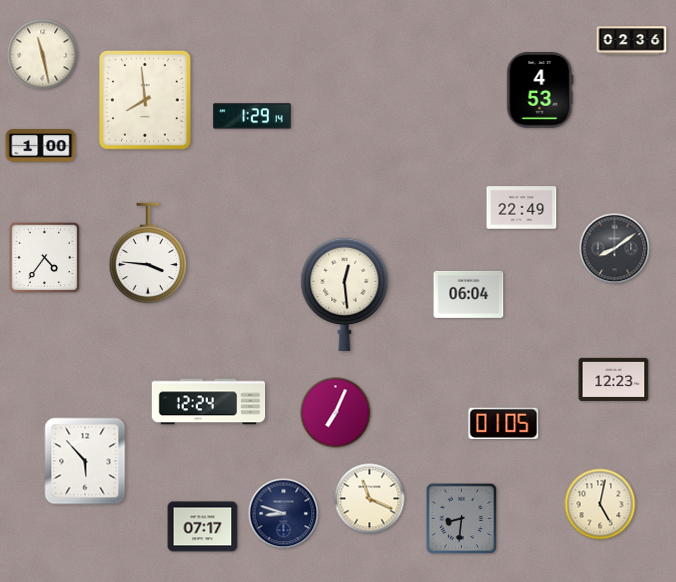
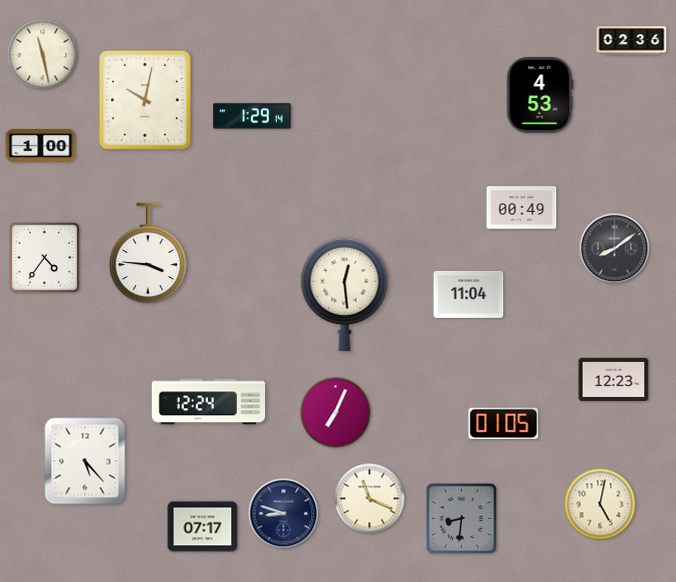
clock at (540, 91) position: (540, 91) -> (540, 96)
clock at (145, 101): 7:59 -> 10:02
clock at (522, 208): 22:49 -> 00:49
clock at (469, 294): 06:04 -> 11:04
clock at (85, 461): 5:53 -> 5:23
